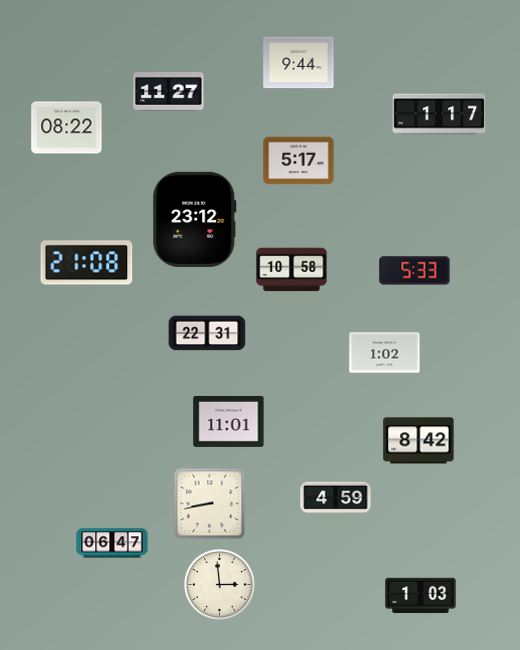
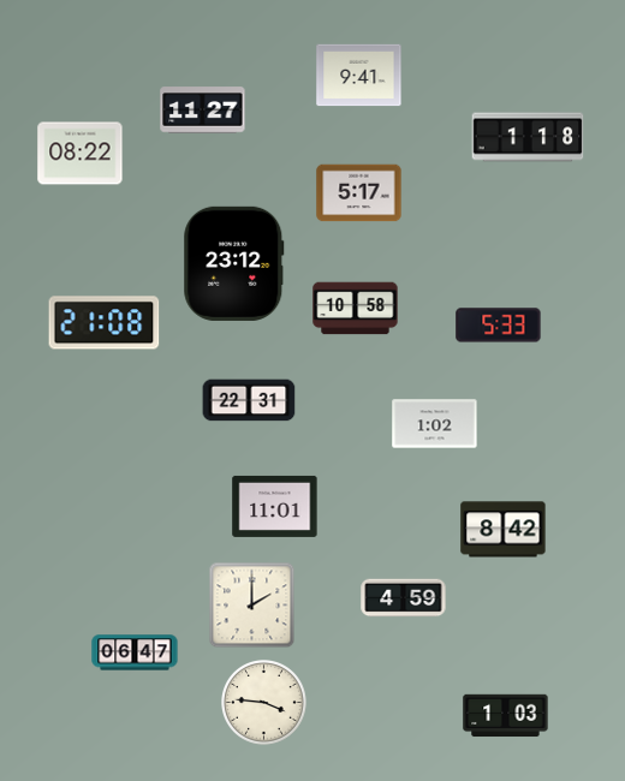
clock at (299, 63): 9:44 -> 9:41
clock at (439, 114): 1:17 -> 1:18
clock at (87, 263) position: (87, 263) -> (105, 323)
clock at (292, 270) position: (292, 270) -> (356, 309)
clock at (385, 353) position: (385, 353) -> (435, 424)
clock at (210, 504): 8:43 -> 2:00
clock at (220, 585): 2:59 -> 3:46
